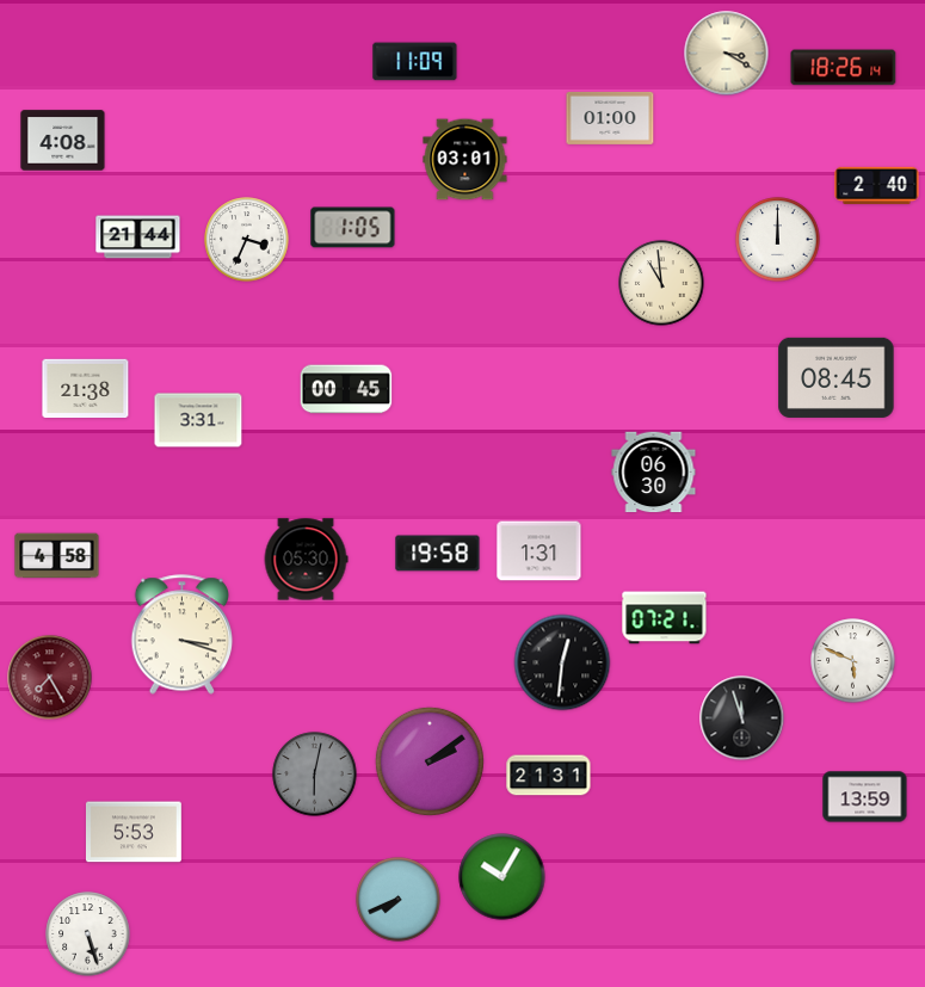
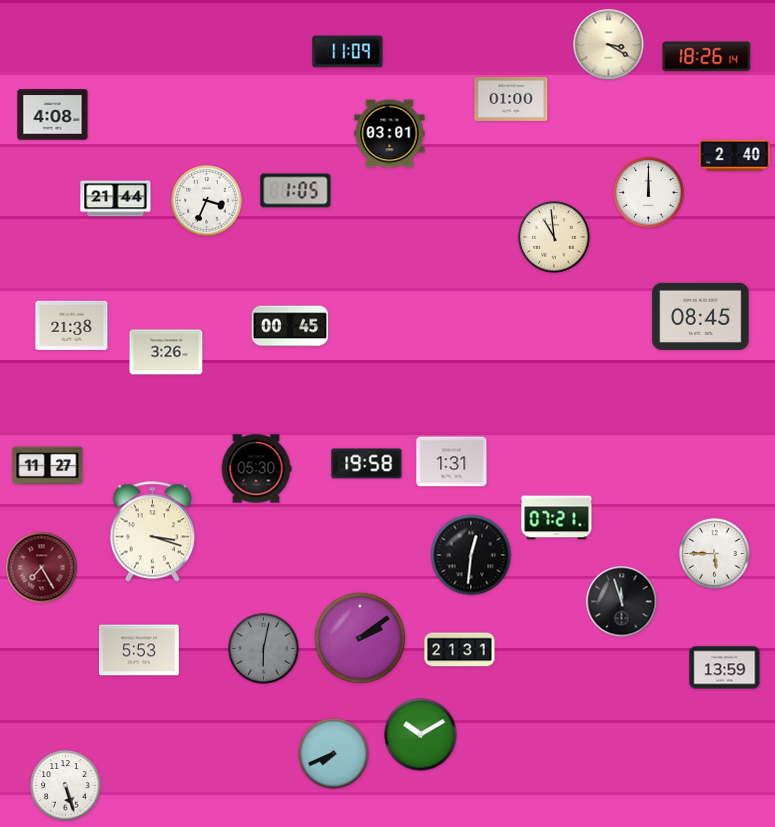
clock at (63, 141) position: (63, 141) -> (53, 115)
clock at (778, 240) position: (778, 240) -> (649, 193)
clock at (198, 420): 3:31 -> 3:26
clock at (654, 473): 06:30 -> none
clock at (57, 556): 4:58 -> 11:27
clock at (853, 661): 5:49 -> 5:45
clock at (134, 832) position: (134, 832) -> (139, 650)
clock at (502, 877): 10:05 -> 10:10
clock at (88, 934) position: (88, 934) -> (66, 786)
